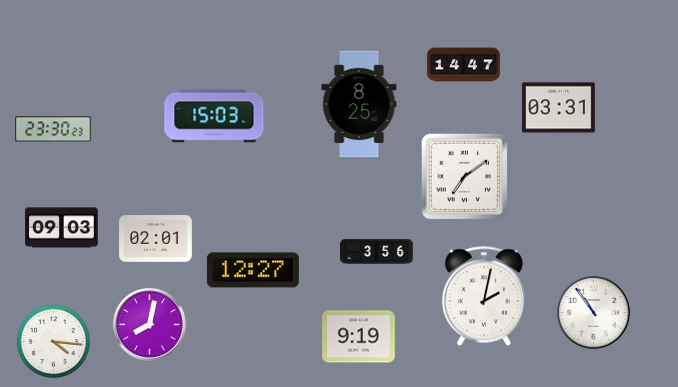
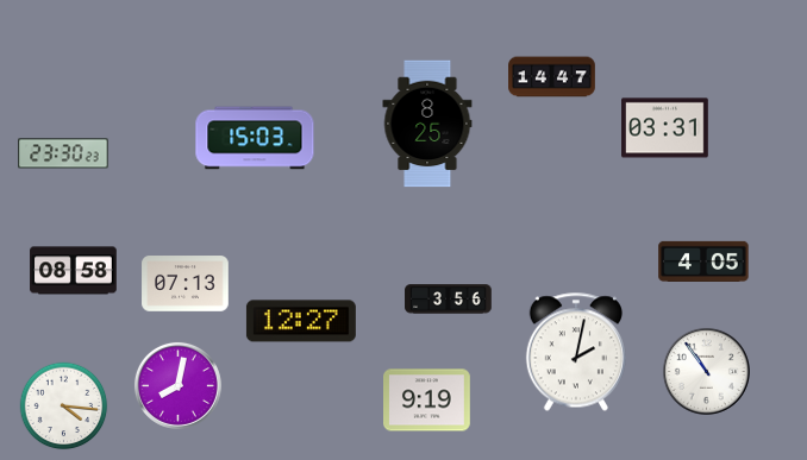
clock at (465, 177): 7:09 -> none
clock at (703, 261): none -> 4:05
clock at (62, 228): 09:03 -> 08:58
clock at (156, 239): 02:01 -> 07:13
